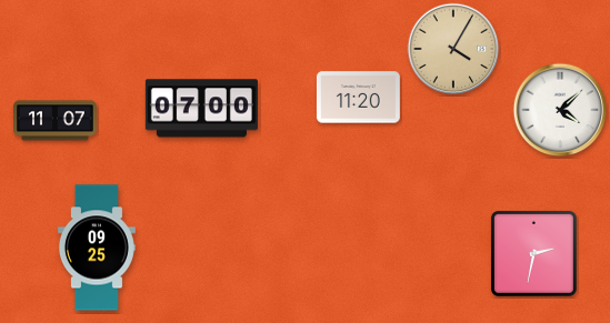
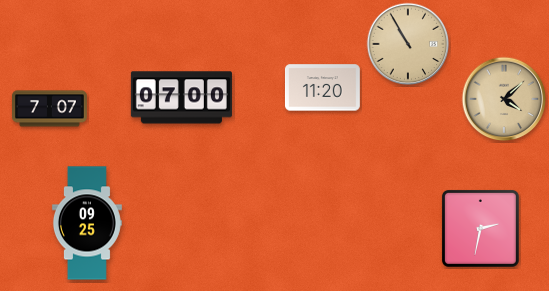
clock at (453, 49): 4:05 -> 10:55
clock at (560, 110) dial: white -> champagne
clock at (56, 121): 11:07 -> 7:07
